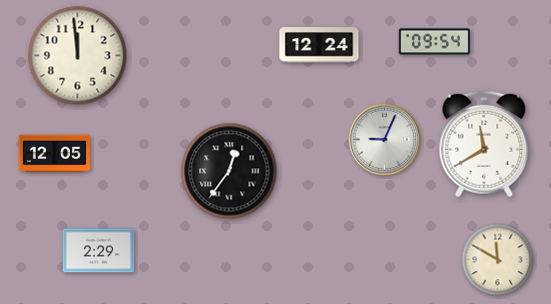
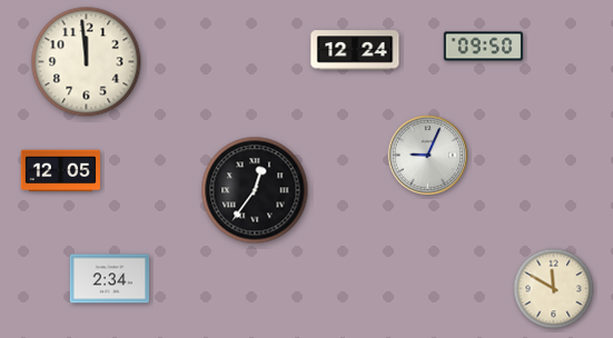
clock at (435, 42): 09:54 -> 09:50
clock at (484, 144): 11:40 -> none
clock at (98, 251): 2:29 -> 2:34
